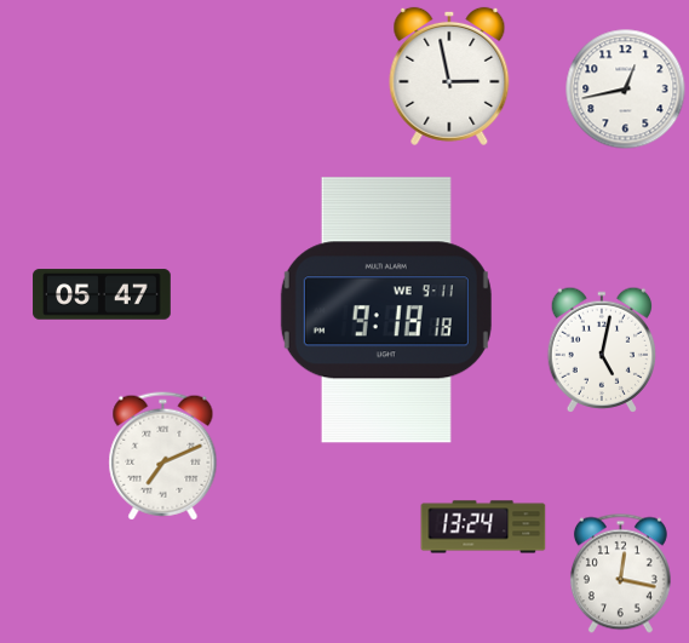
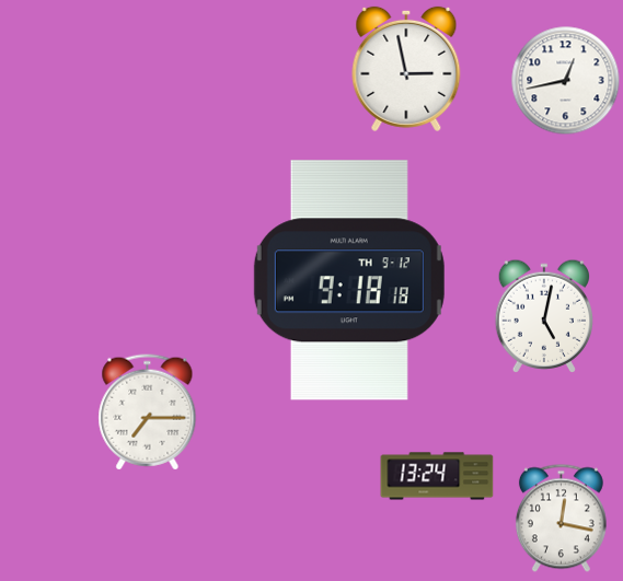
clock at (102, 294): 05:47 -> none
clock at (386, 310) date: WE 9-11 -> TH 9-12
clock at (163, 457): 7:11 -> 7:15
